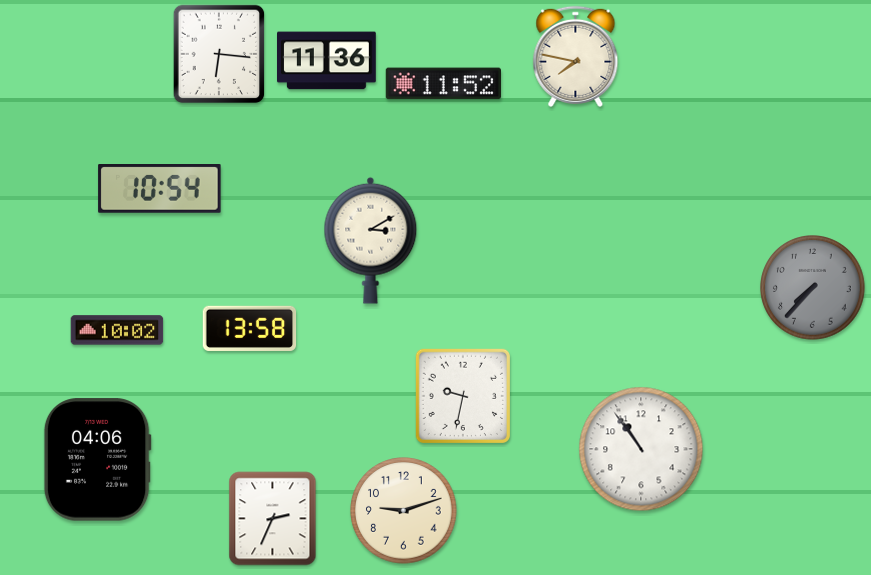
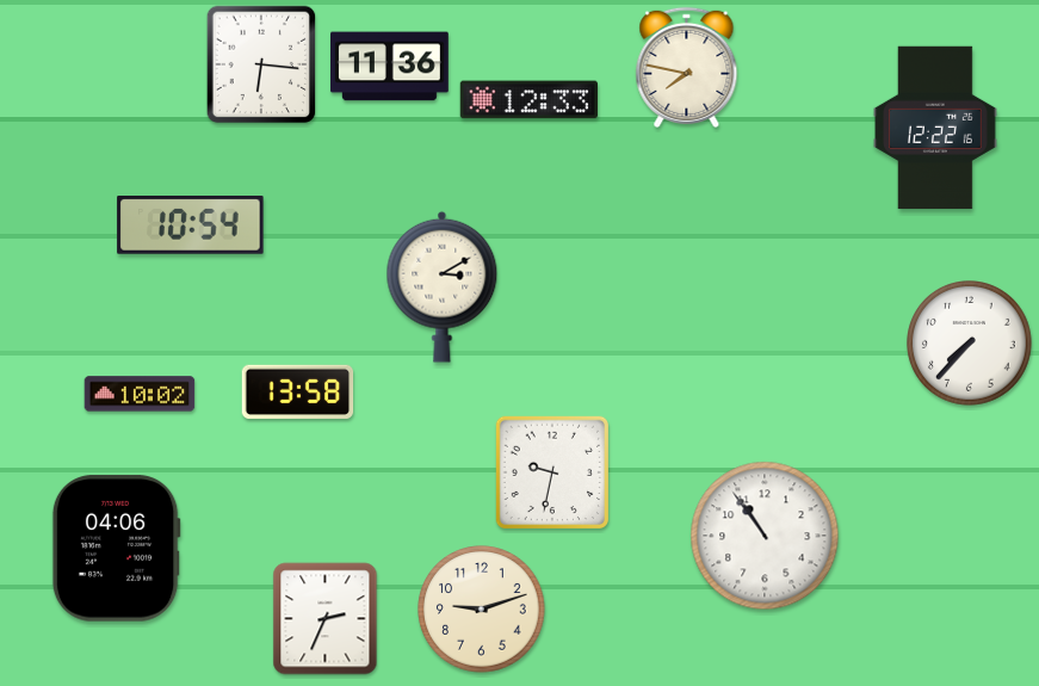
clock at (327, 61) position: (327, 61) -> (390, 67)
clock at (443, 84): 11:52 -> 12:33
clock at (936, 128): none -> 12:22
clock at (813, 288) dial: grey -> white
